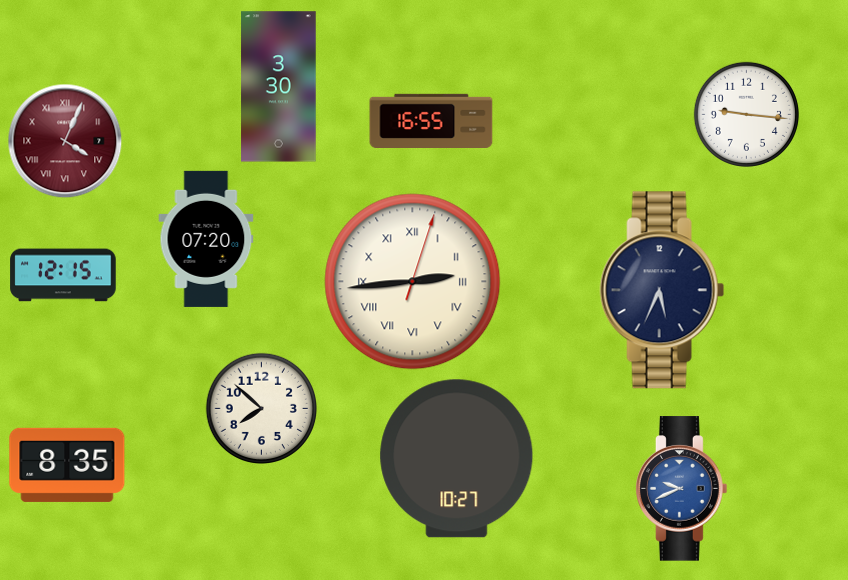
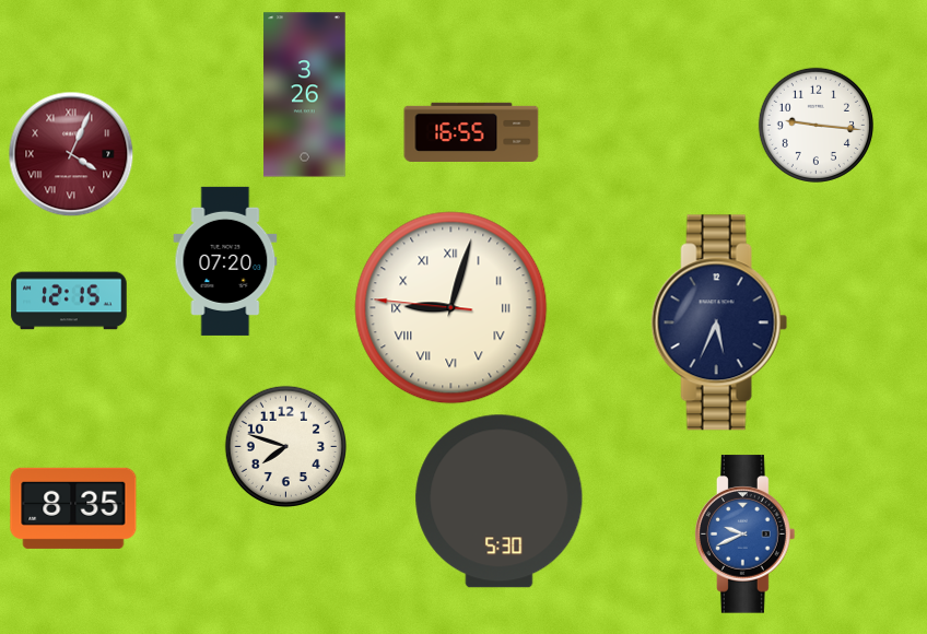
clock at (279, 87): 3:30 -> 3:26
clock at (413, 282): 2:44 -> 9:02
clock at (662, 290) position: (662, 290) -> (719, 322)
clock at (261, 408): 7:52 -> 7:48
clock at (457, 459): 10:27 -> 5:30
